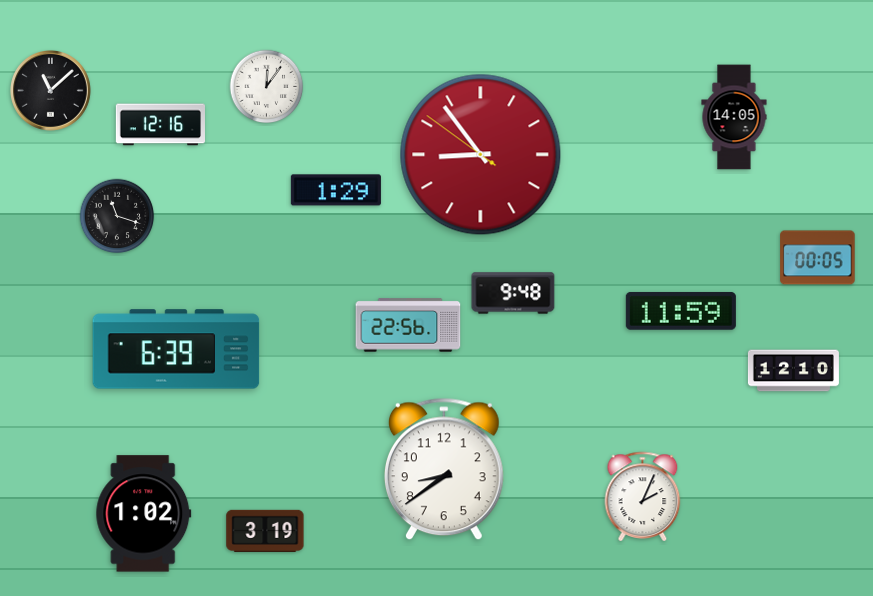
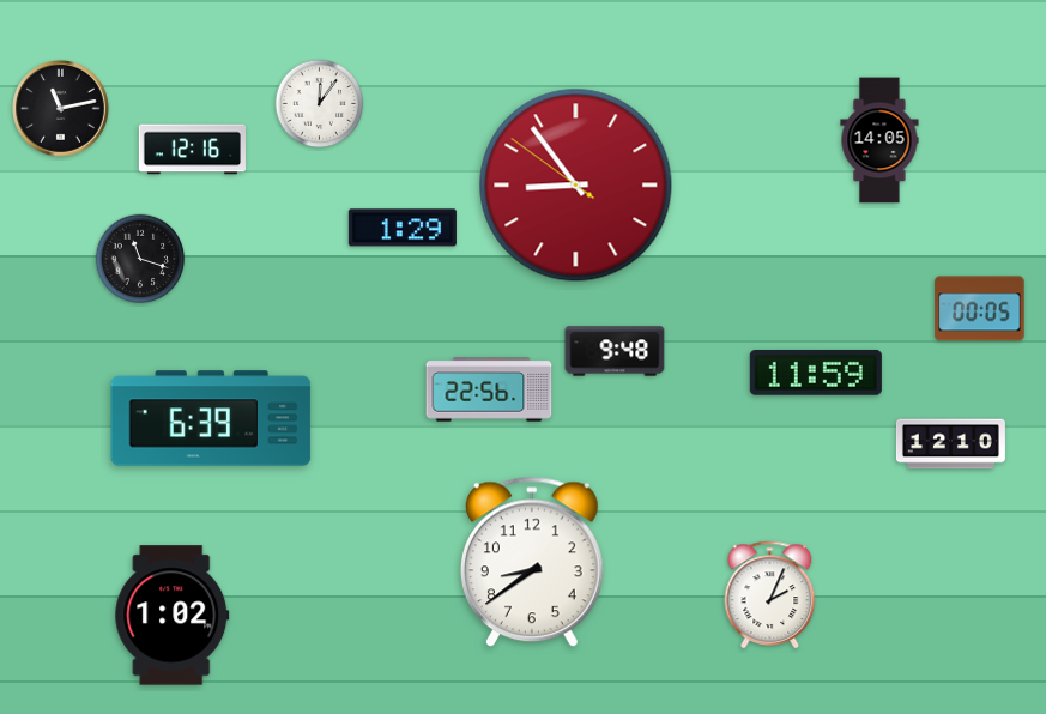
clock at (51, 91): 11:08 -> 11:13
clock at (265, 531): 3:19 -> none
